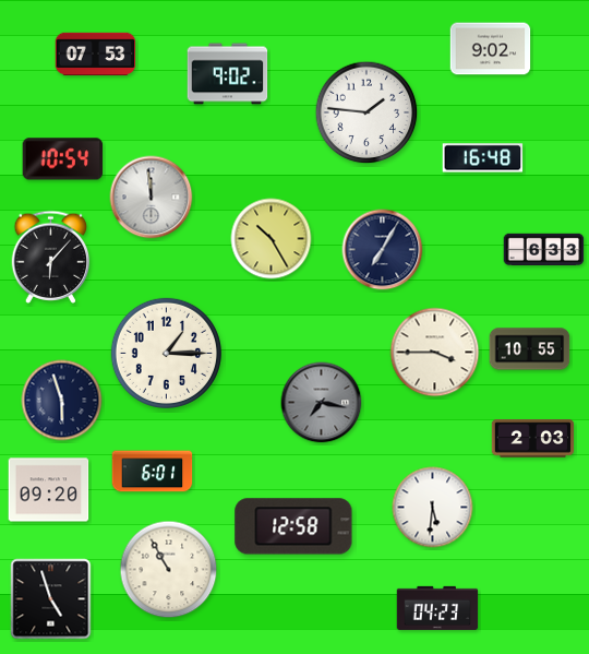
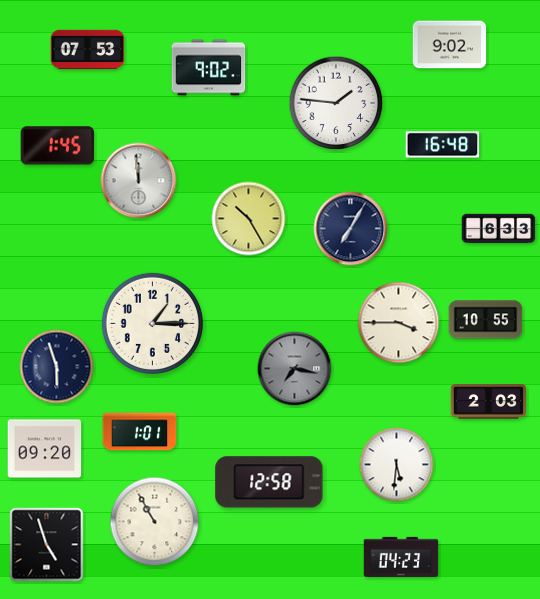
clock at (63, 159): 10:54 -> 1:45
clock at (51, 257): 6:07 -> none
clock at (153, 472): 6:01 -> 1:01
clock at (51, 599) position: (51, 599) -> (47, 545)
